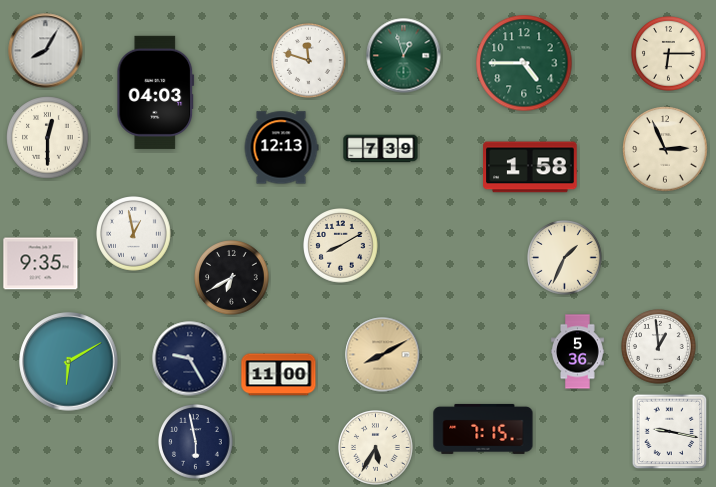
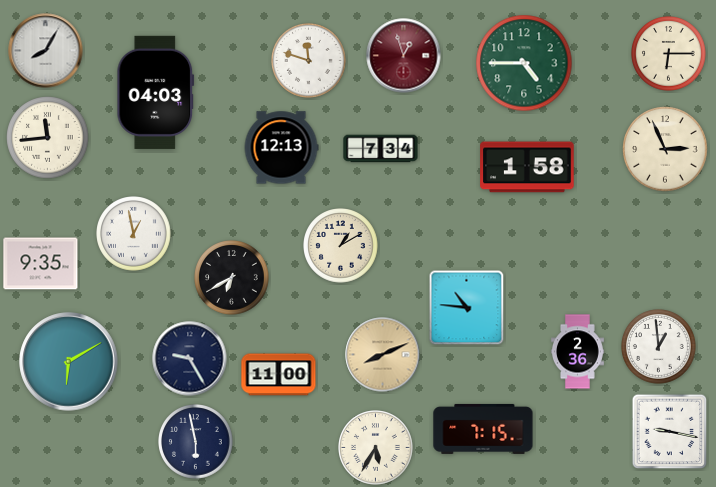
clock at (404, 56) dial: green -> burgundy
clock at (48, 138): 12:30 -> 11:44
clock at (381, 149): 7:39 -> 7:34
clock at (530, 167) position: (530, 167) -> (527, 167)
clock at (341, 246): 8:10 -> 1:10
clock at (565, 258): 1:34 -> none
clock at (467, 308): none -> 10:46
clock at (577, 352): 5:36 -> 2:36
clock at (383, 355): 8:10 -> 8:11
